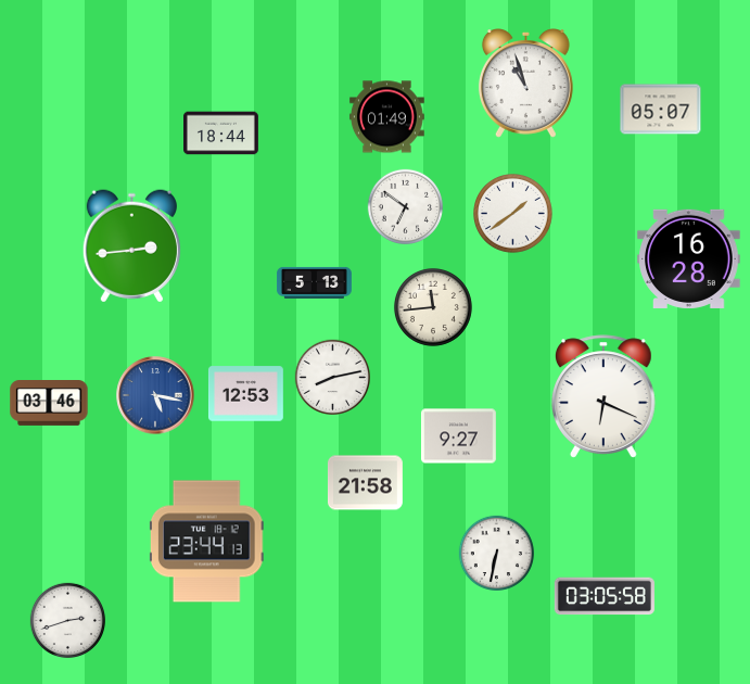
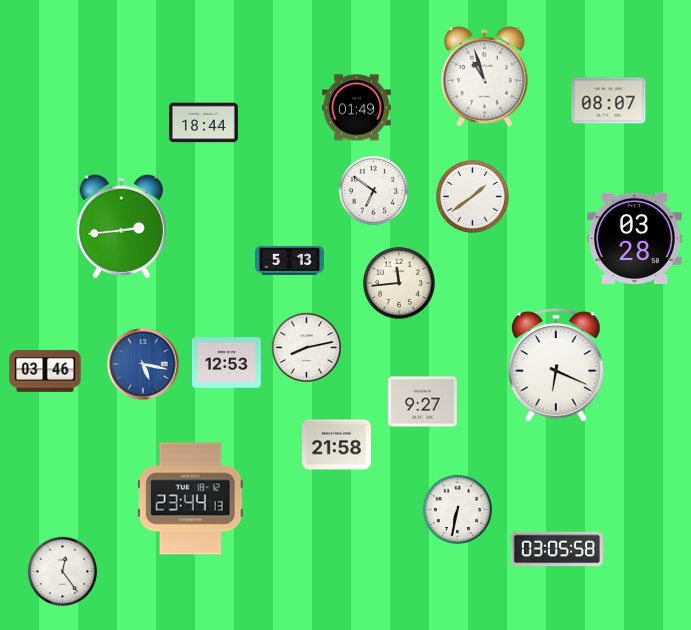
clock at (661, 110): 05:07 -> 08:07
clock at (689, 258): 16:28 -> 03:28
clock at (67, 620): 2:42 -> 12:24
